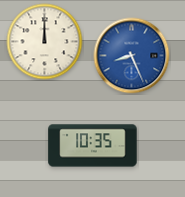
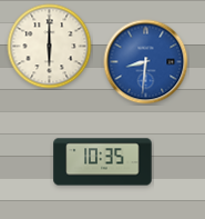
clock at (45, 42): 12:00 -> 6:00
clock at (132, 56): 8:26 -> 8:31
